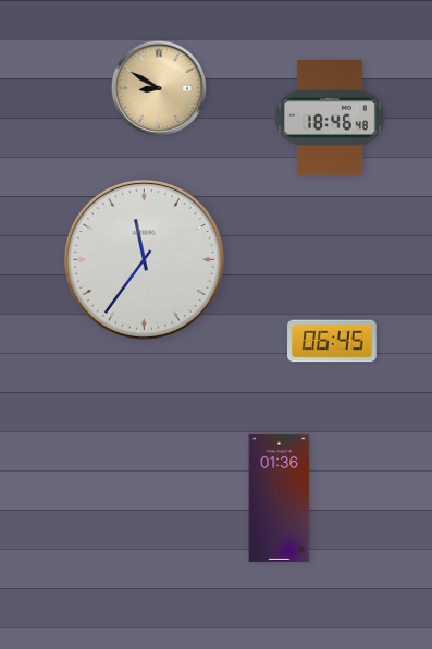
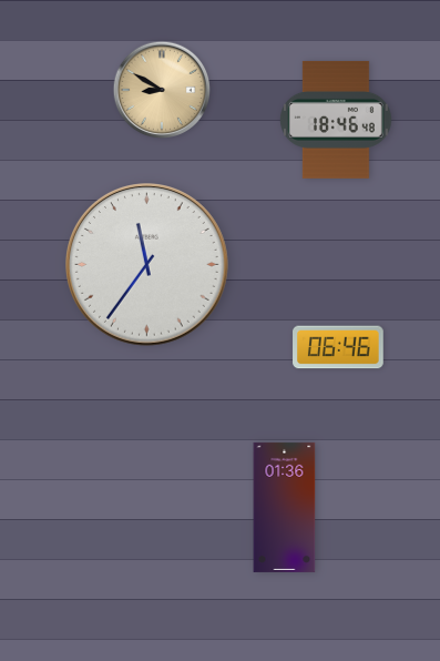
clock at (332, 341): 06:45 -> 06:46
